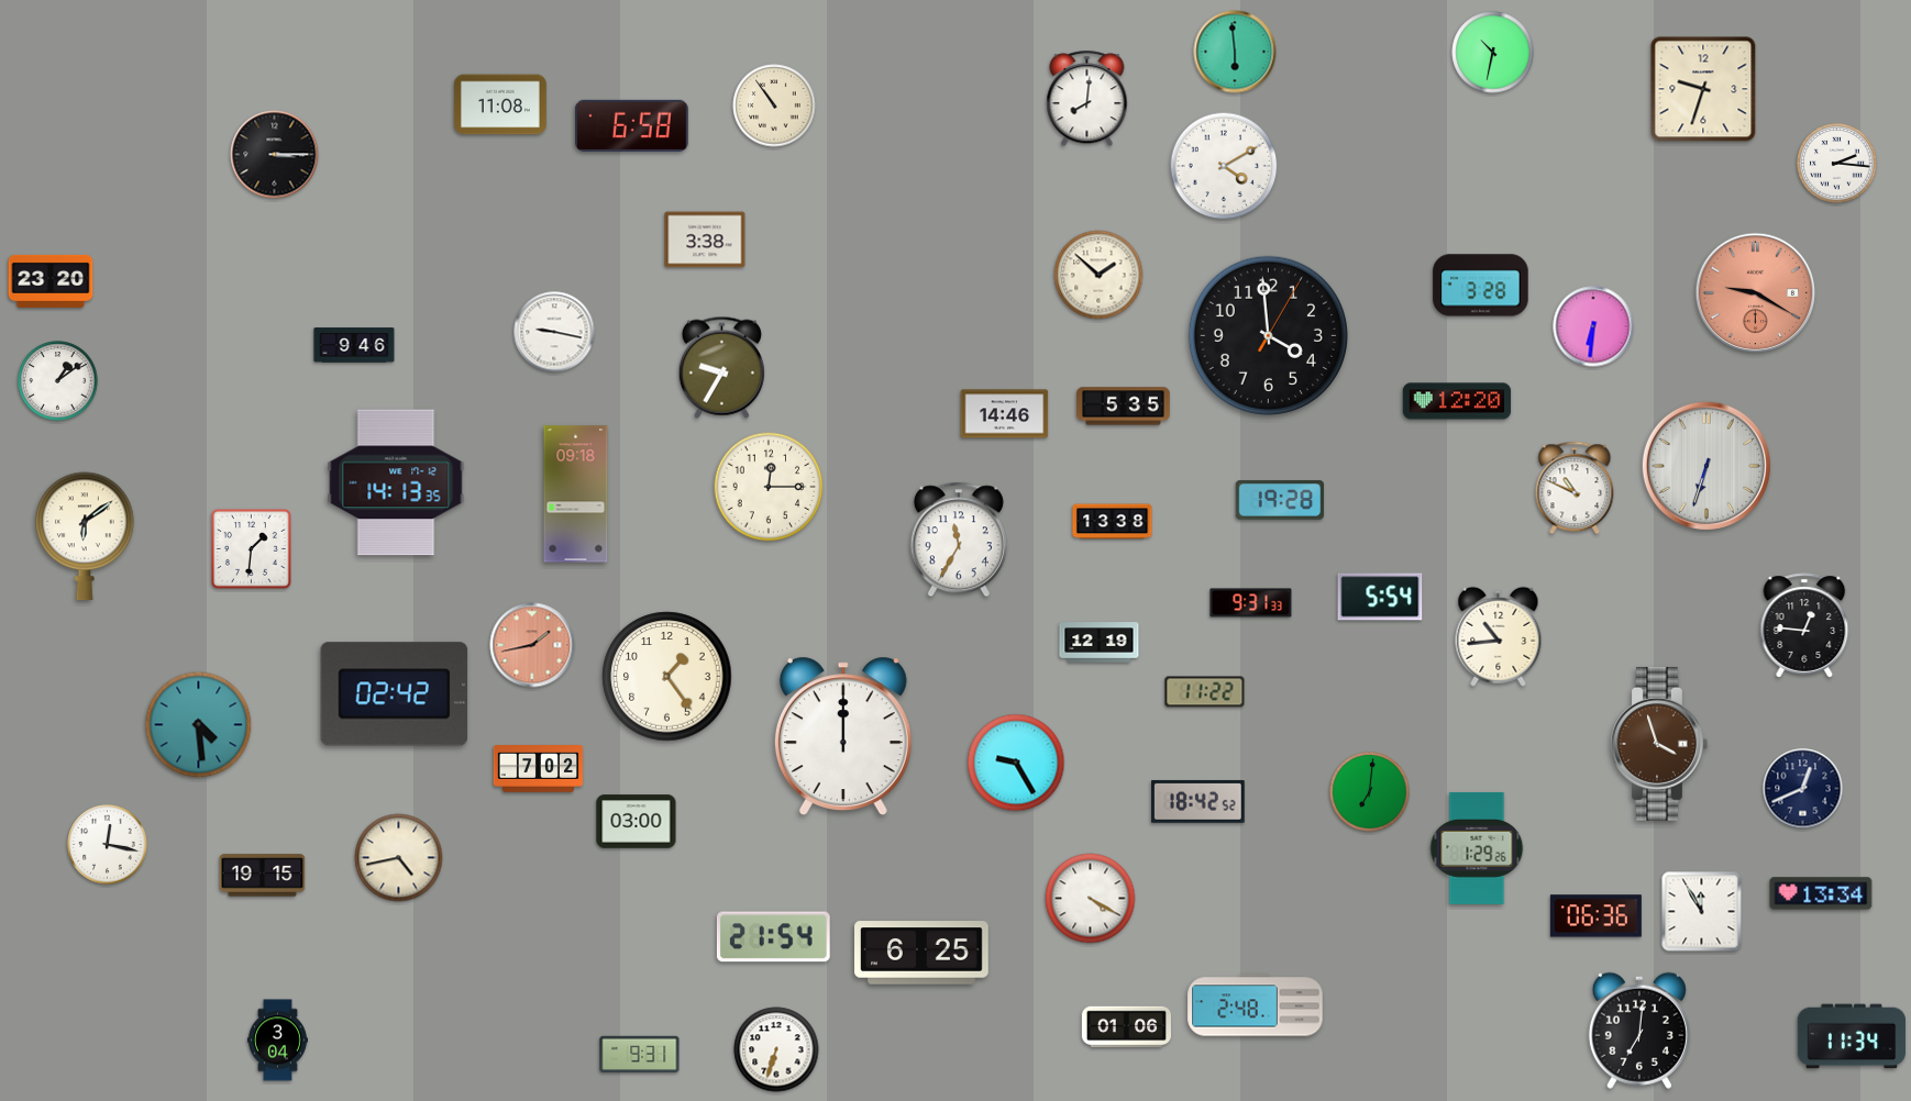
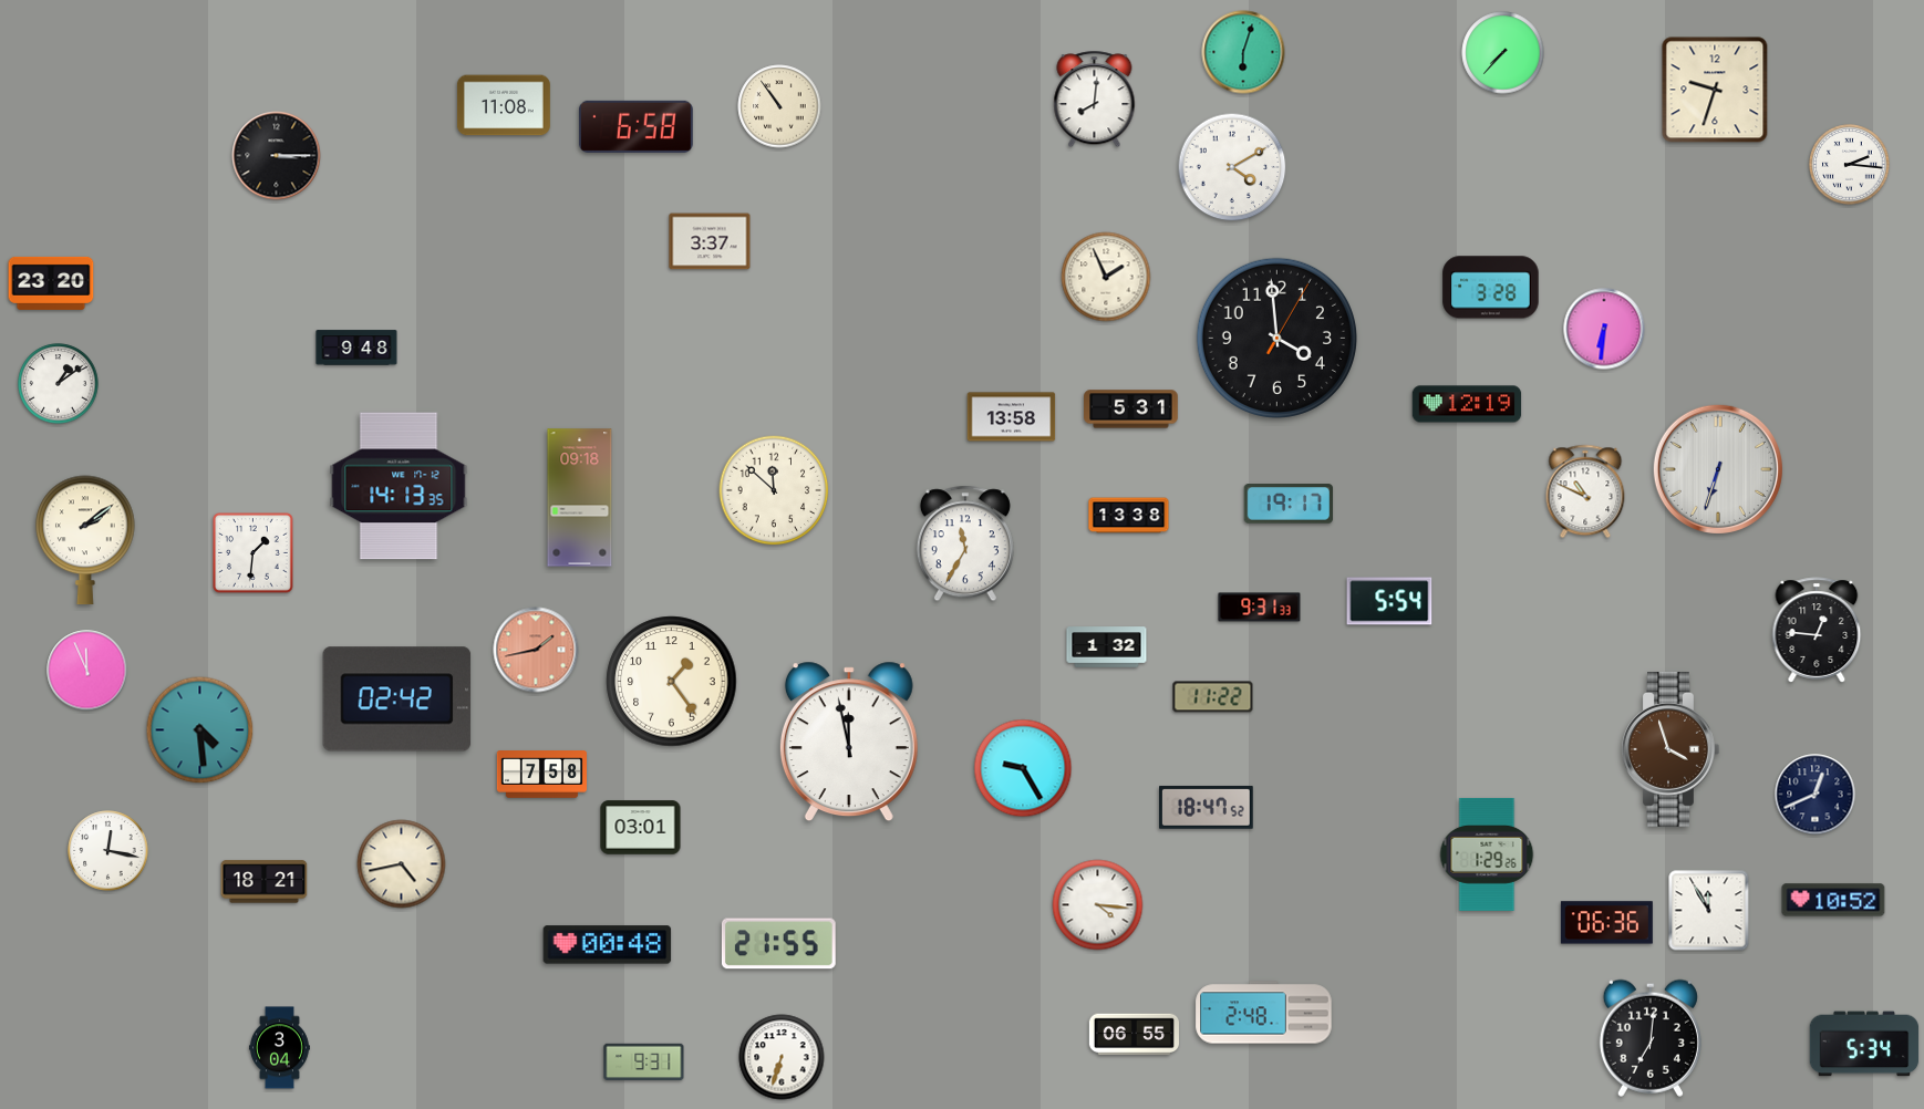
clock at (1235, 52): 5:59 -> 6:03
clock at (1493, 53): 10:32 -> 7:37
clock at (705, 240): 3:38 -> 3:37
clock at (1098, 275): 1:52 -> 1:56
clock at (1756, 293): 9:20 -> none
clock at (554, 332): 9:17 -> none
clock at (354, 345): 9:46 -> 9:48
clock at (721, 367): 9:35 -> none
clock at (1457, 401): 12:20 -> 12:19
clock at (1124, 407): 5:35 -> 5:31
clock at (1005, 414): 14:46 -> 13:58
clock at (769, 487): 12:15 -> 11:52
clock at (1279, 500): 19:28 -> 19:17
clock at (1113, 522) position: (1113, 522) -> (1129, 516)
clock at (85, 536): 6:09 -> 2:09
clock at (1499, 636): 10:44 -> none
clock at (1100, 643): 12:19 -> 1:32
clock at (87, 671): none -> 11:56
clock at (843, 736): 12:00 -> 11:58
clock at (538, 769): 7:02 -> 7:58
clock at (1370, 792): 7:01 -> none
clock at (1198, 802): 18:42 -> 18:47
clock at (637, 822): 03:00 -> 03:01
clock at (263, 876): 19:15 -> 18:21
clock at (1821, 893): 13:34 -> 10:52
clock at (1091, 899): 4:20 -> 4:16
clock at (1702, 912) position: (1702, 912) -> (1709, 911)
clock at (773, 937): 21:54 -> 21:55
clock at (608, 945): none -> 00:48
clock at (921, 953): 6:25 -> none
clock at (1126, 1027): 01:06 -> 06:55
clock at (1852, 1036): 11:34 -> 5:34
